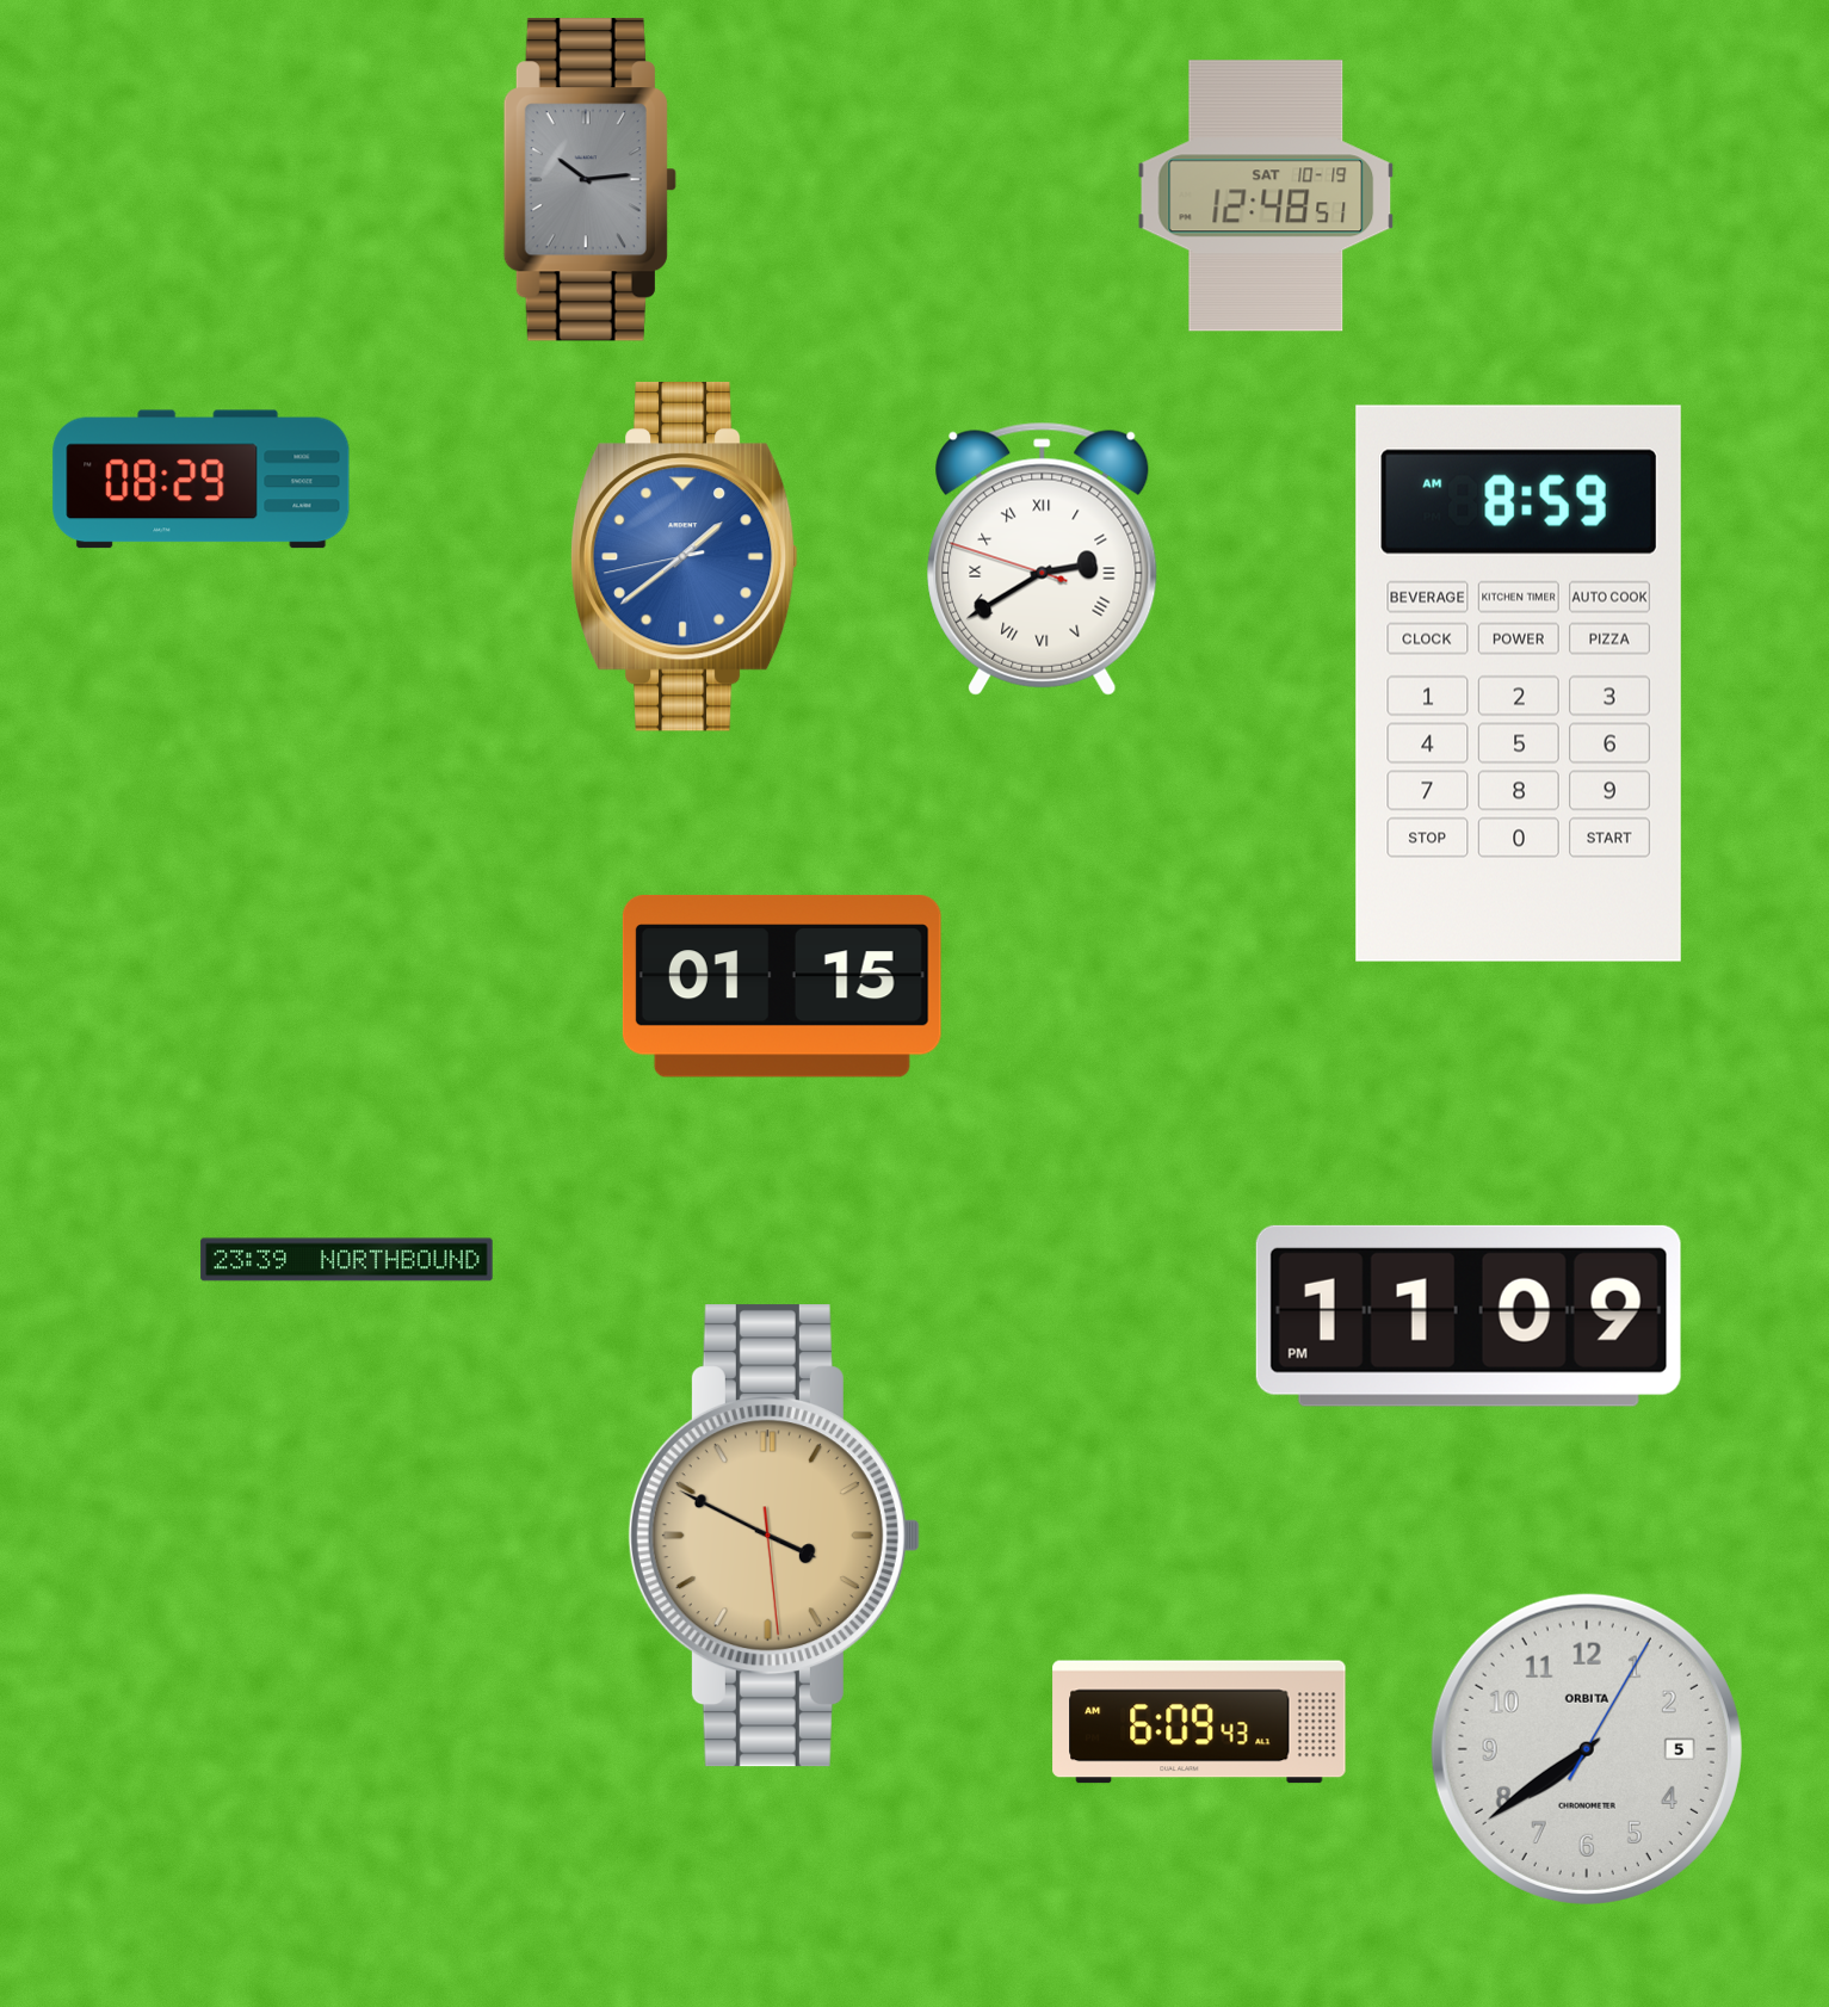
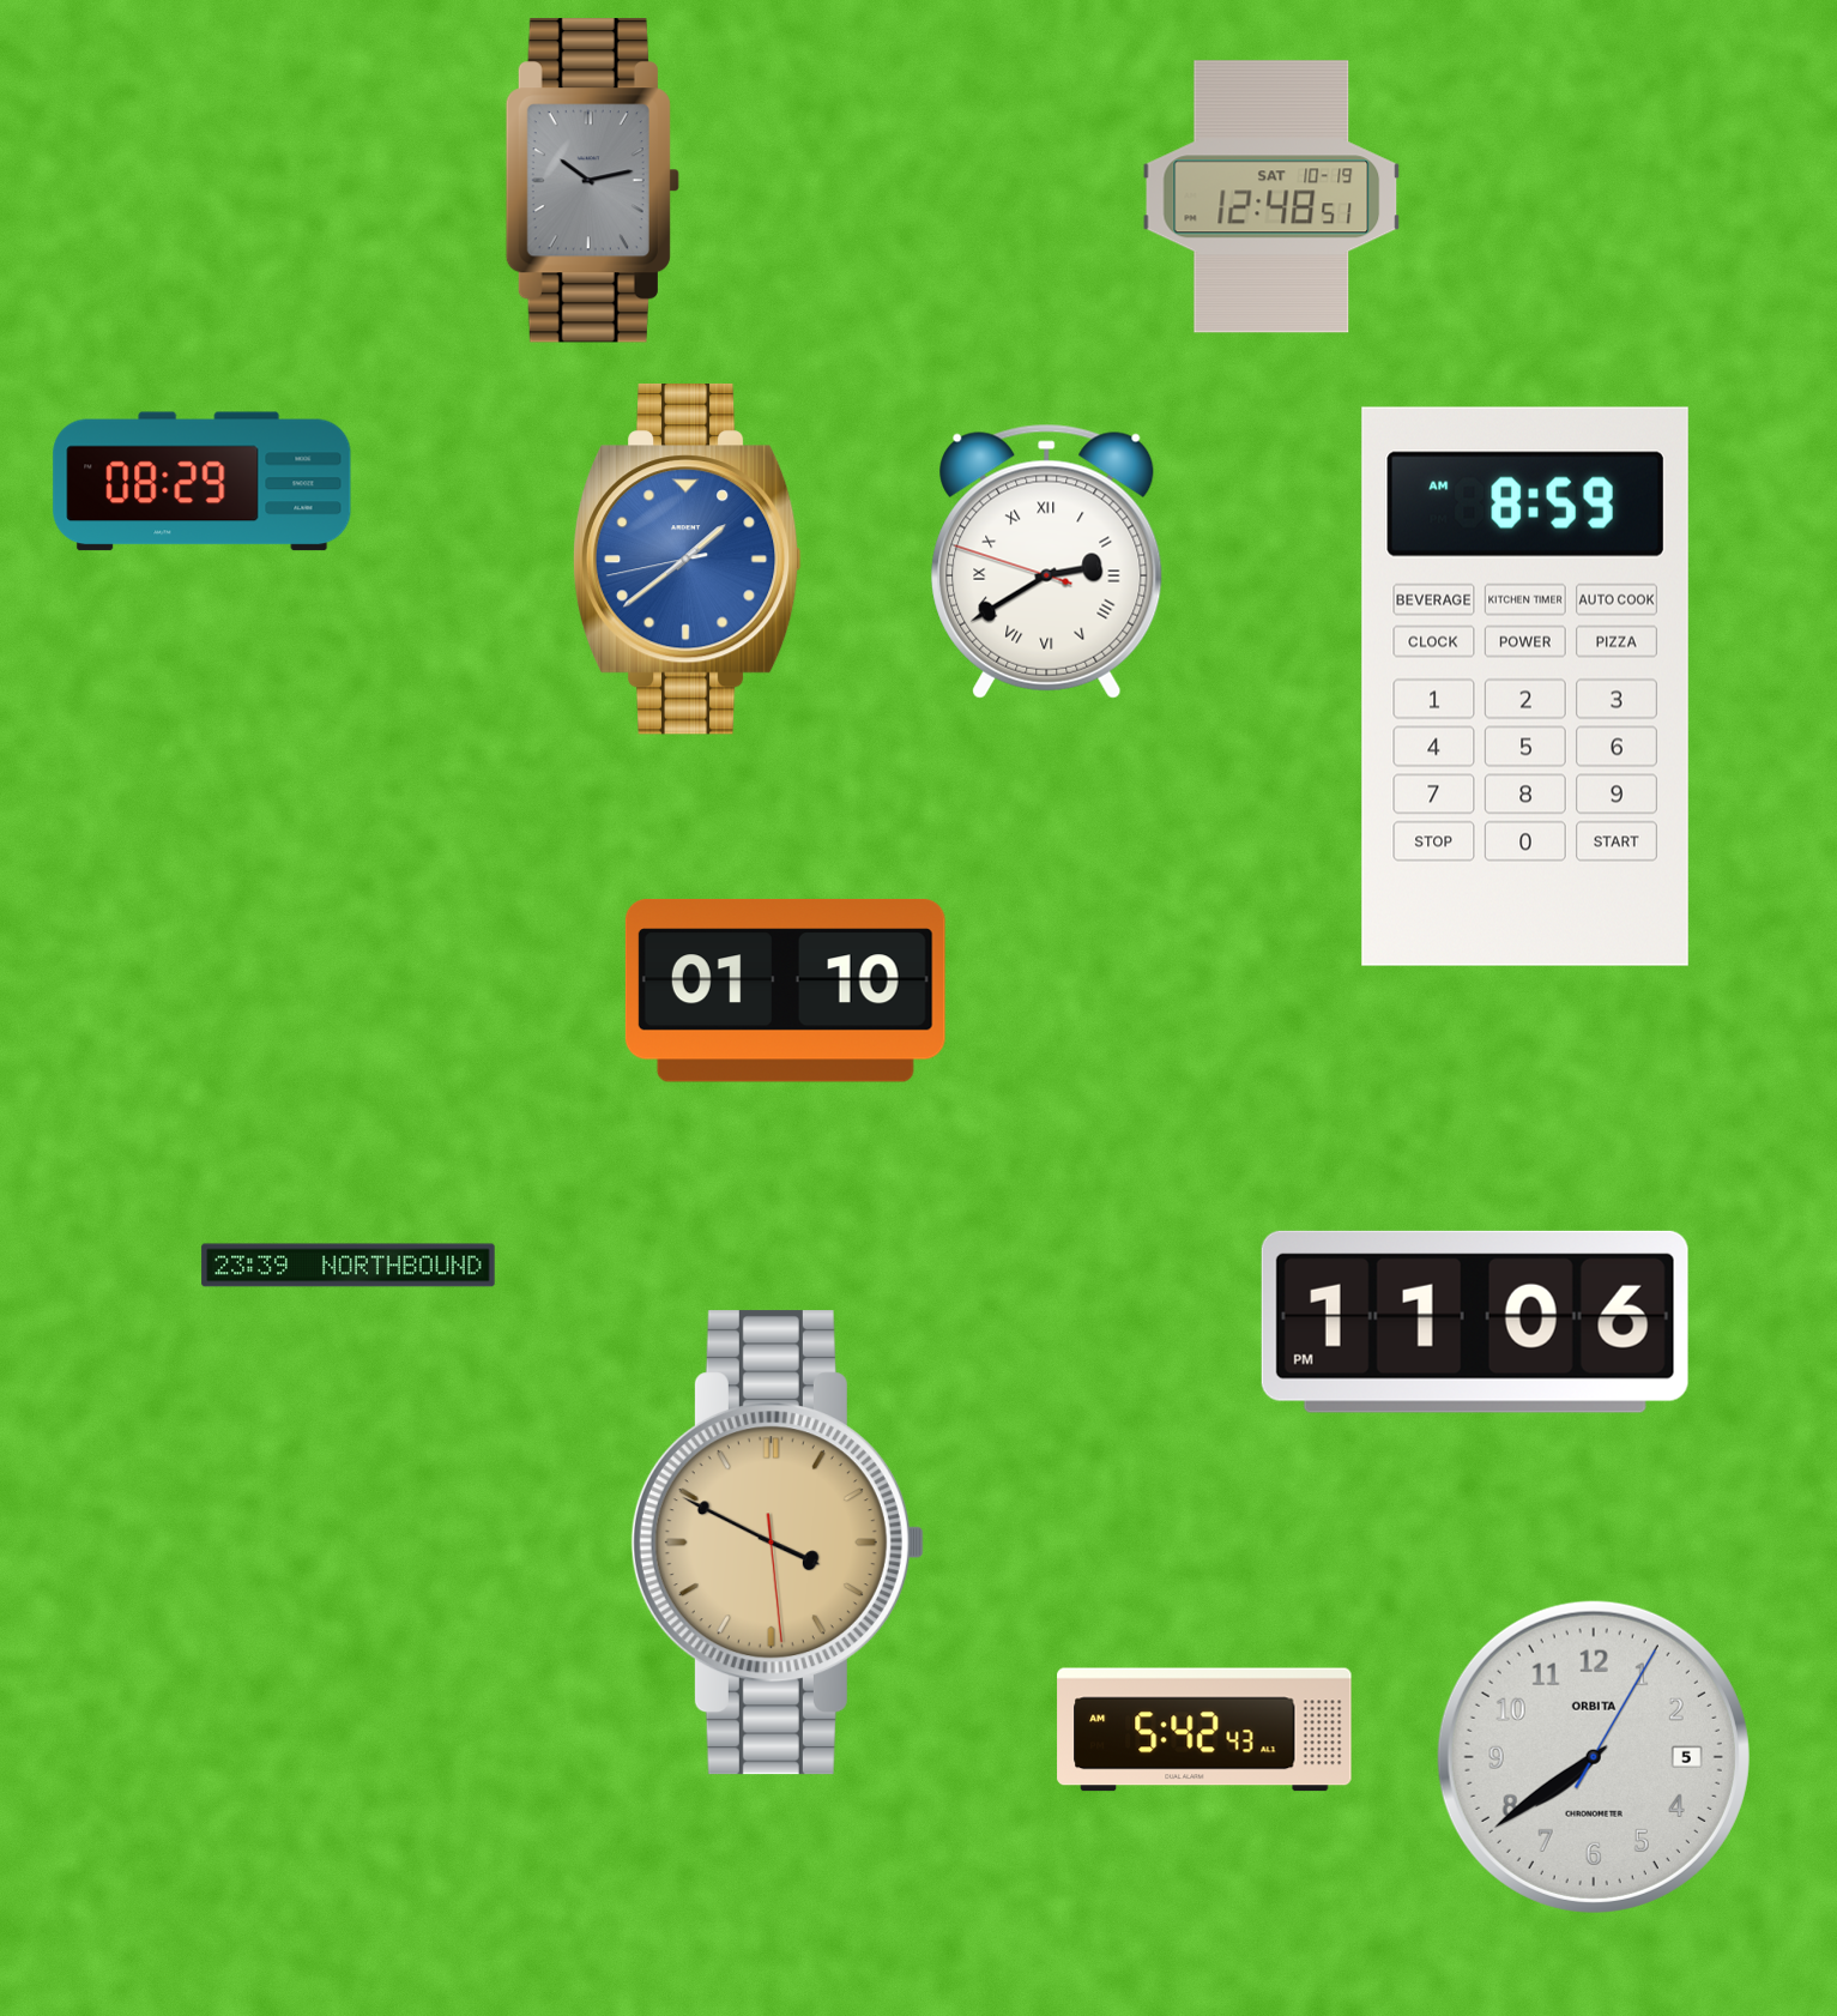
clock at (589, 180): 10:14 -> 10:13
clock at (781, 986): 01:15 -> 01:10
clock at (1469, 1316): 11:09 -> 11:06
clock at (1199, 1722): 6:09 -> 5:42
